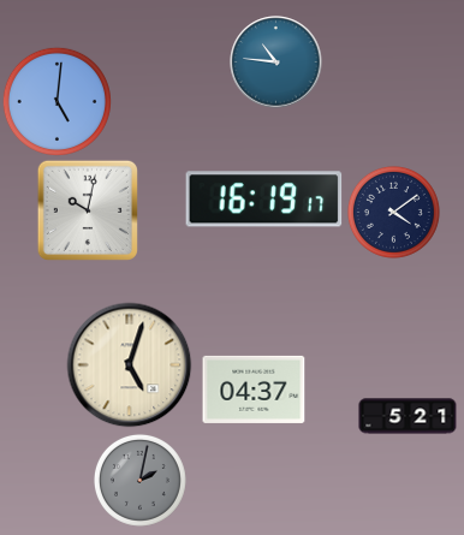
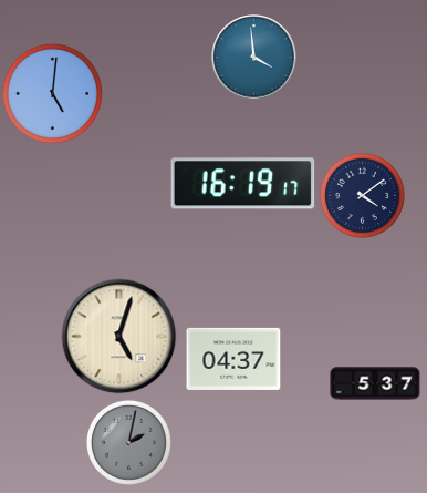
clock at (276, 63): 10:46 -> 3:59
clock at (88, 210): 10:02 -> none
clock at (408, 416): 5:21 -> 5:37
